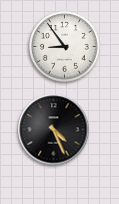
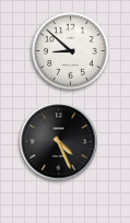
clock at (65, 47): 8:54 -> 8:52
